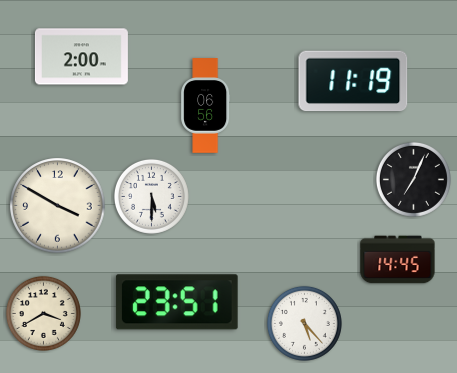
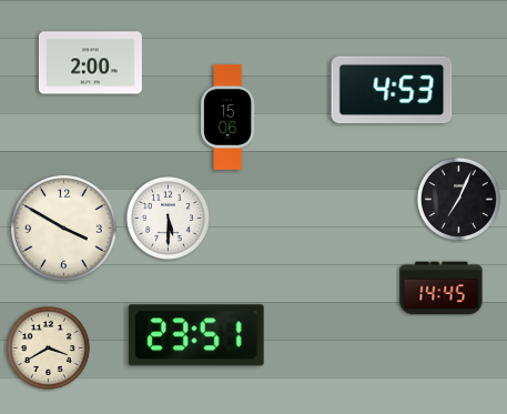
clock at (353, 81): 11:19 -> 4:53
clock at (206, 106): 06:56 -> 15:06
clock at (304, 323): 5:23 -> none
